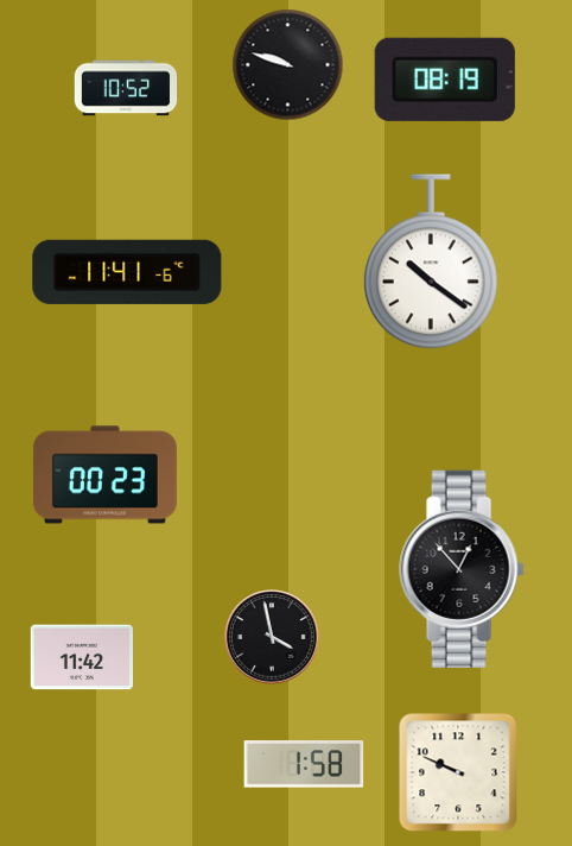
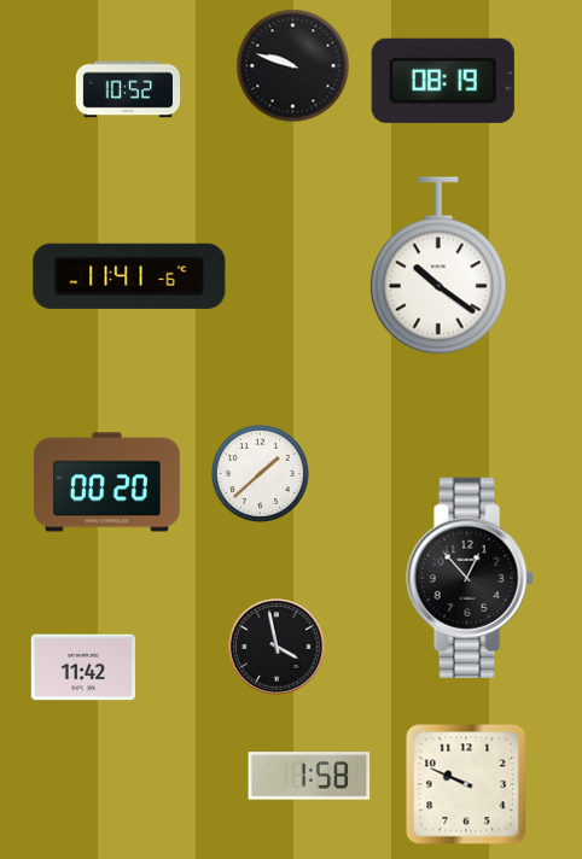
clock at (445, 80) position: (445, 80) -> (443, 81)
clock at (260, 473): none -> 1:38
clock at (104, 475): 00:23 -> 00:20
